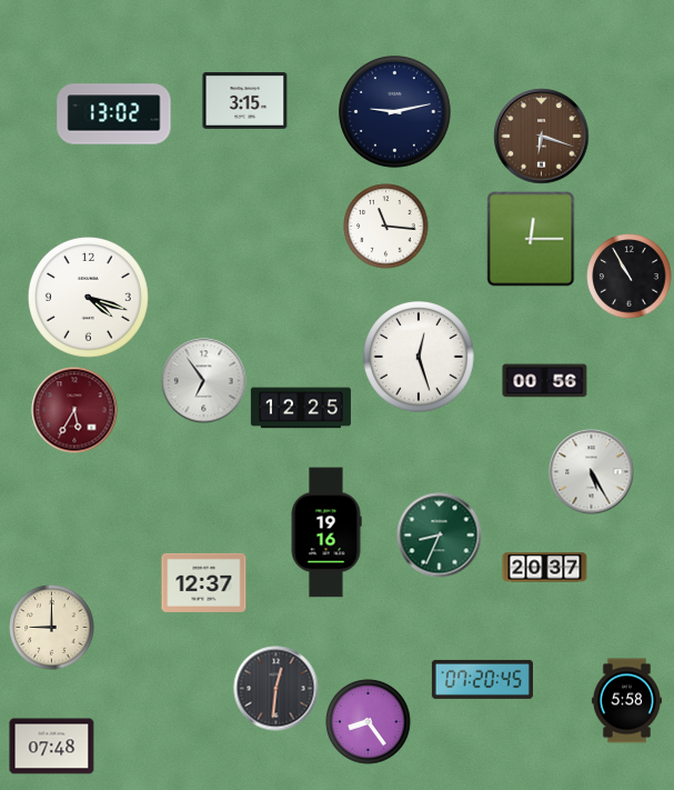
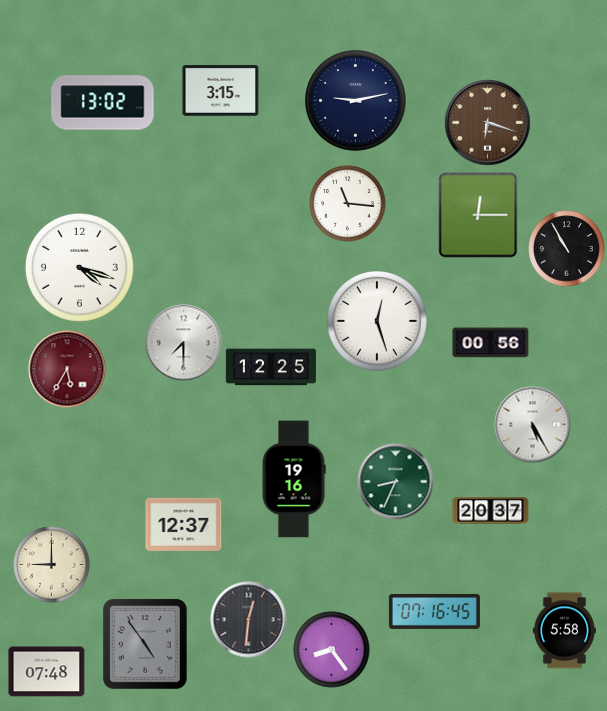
clock at (204, 381): 6:54 -> 7:30
clock at (52, 628) position: (52, 628) -> (52, 565)
clock at (482, 679): 07:20 -> 07:16
clock at (145, 644): none -> 4:54
